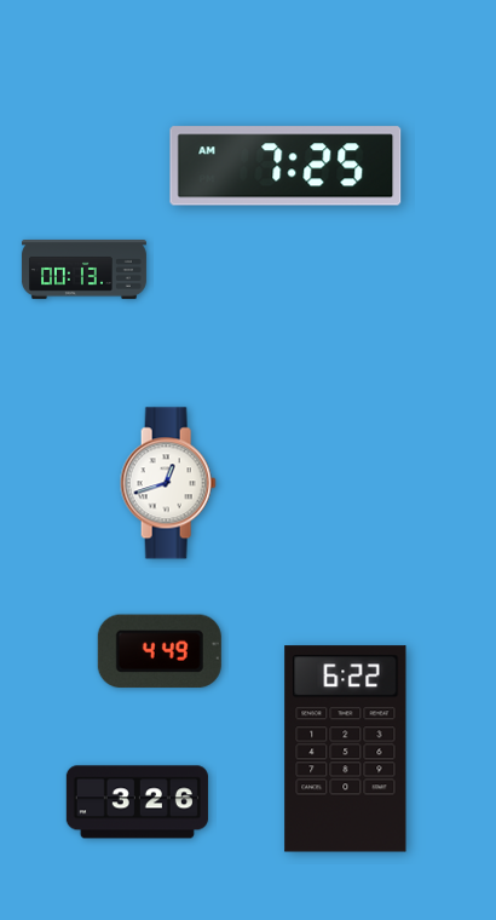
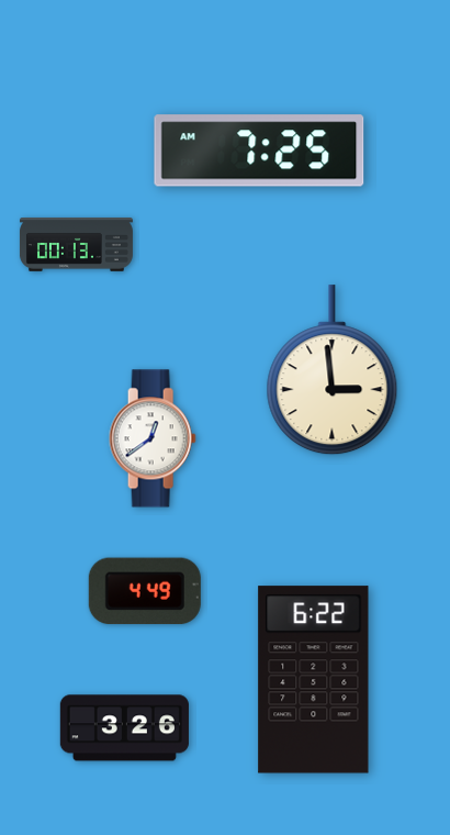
clock at (333, 370): none -> 2:59
clock at (168, 483): 12:42 -> 12:39
